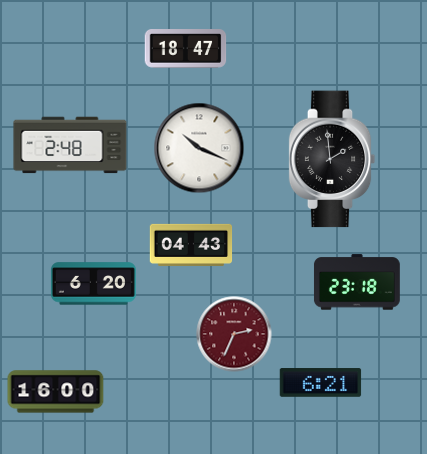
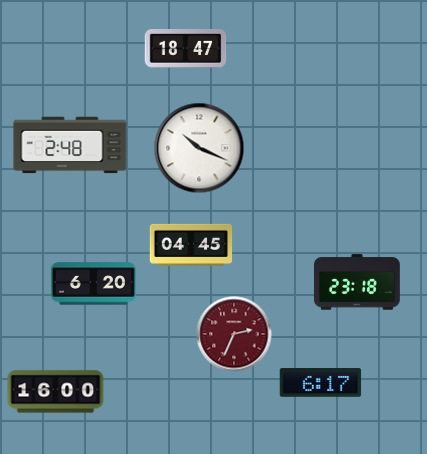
clock at (332, 159): 1:59 -> none
clock at (191, 245): 04:43 -> 04:45
clock at (321, 383): 6:21 -> 6:17
